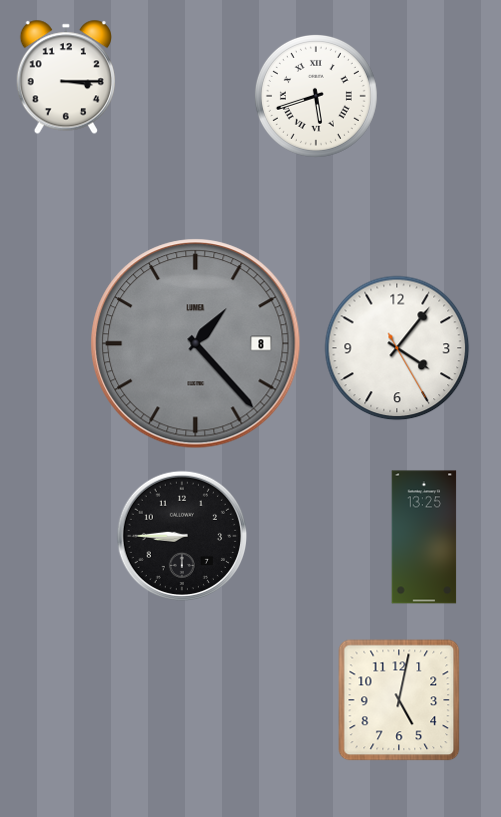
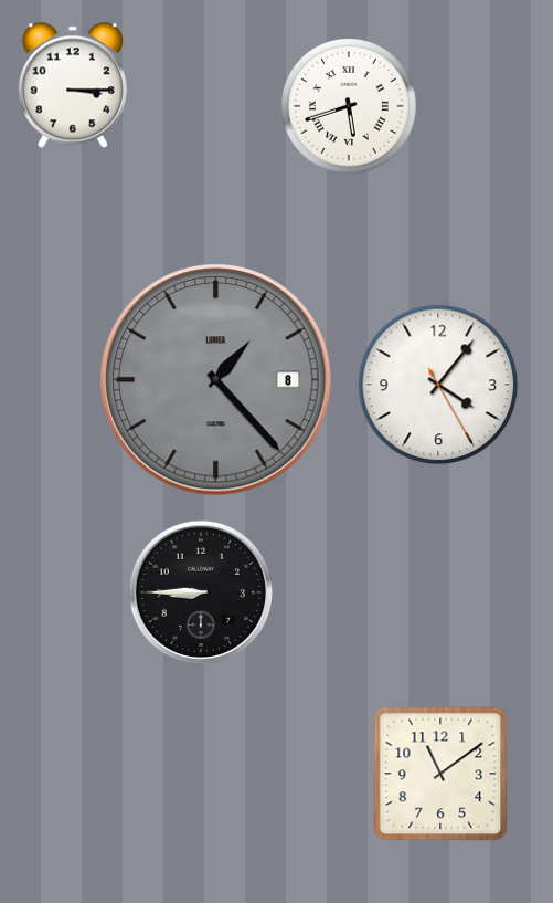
clock at (424, 537): 13:25 -> none
clock at (399, 700): 5:02 -> 11:09
